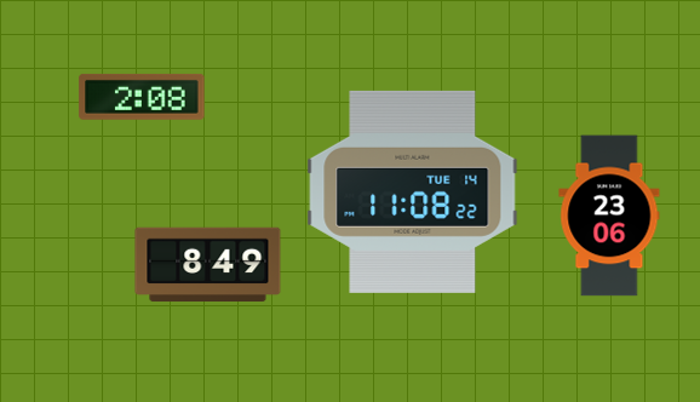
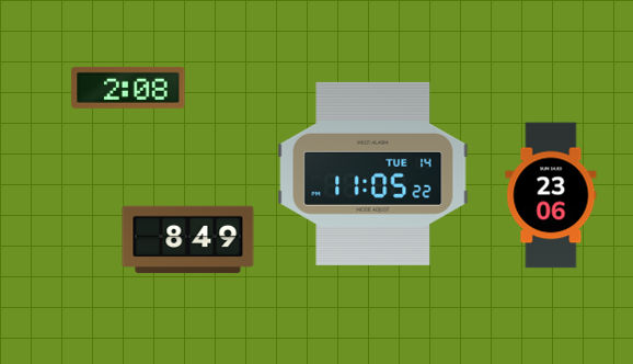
clock at (413, 191): 11:08 -> 11:05
